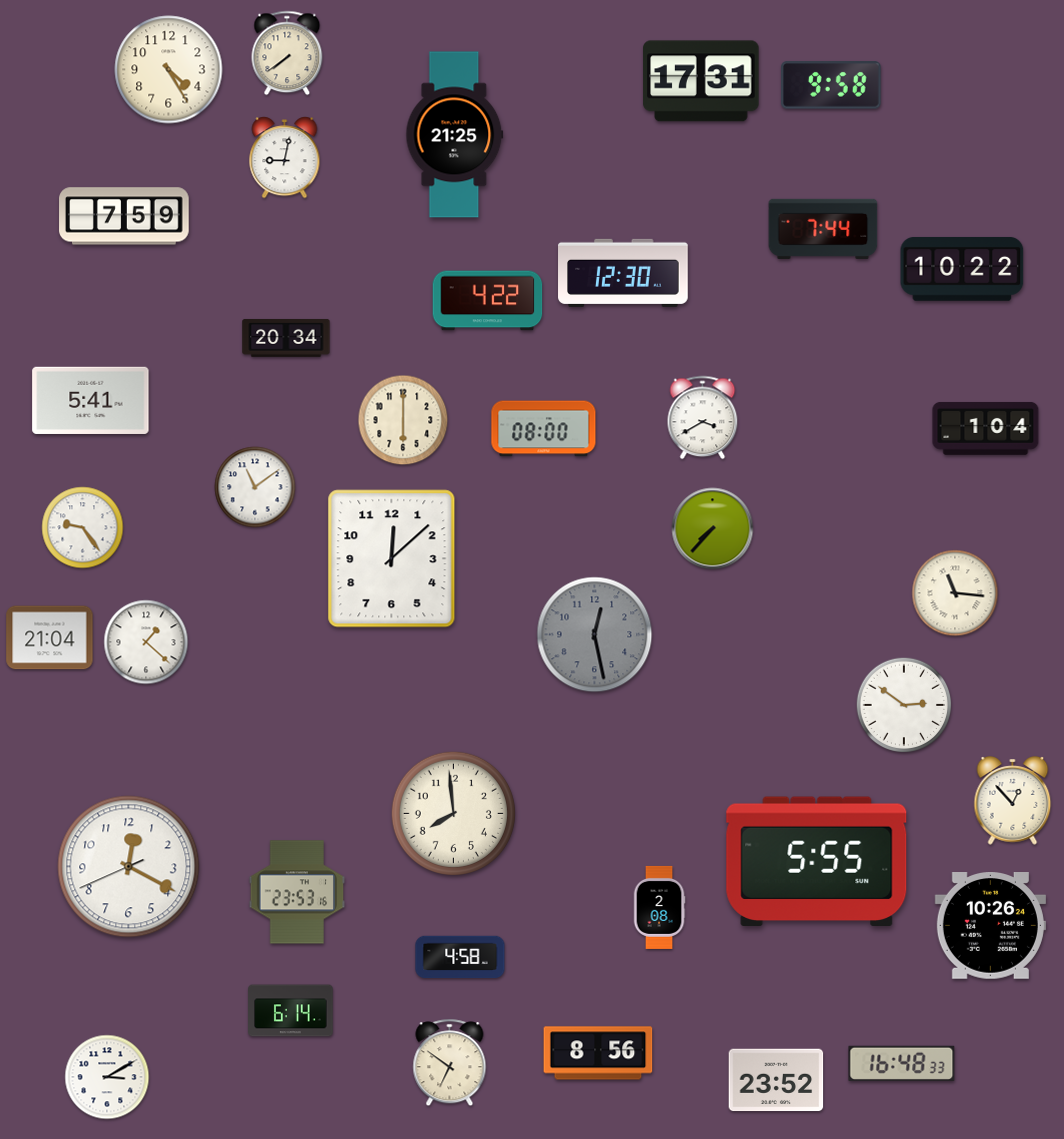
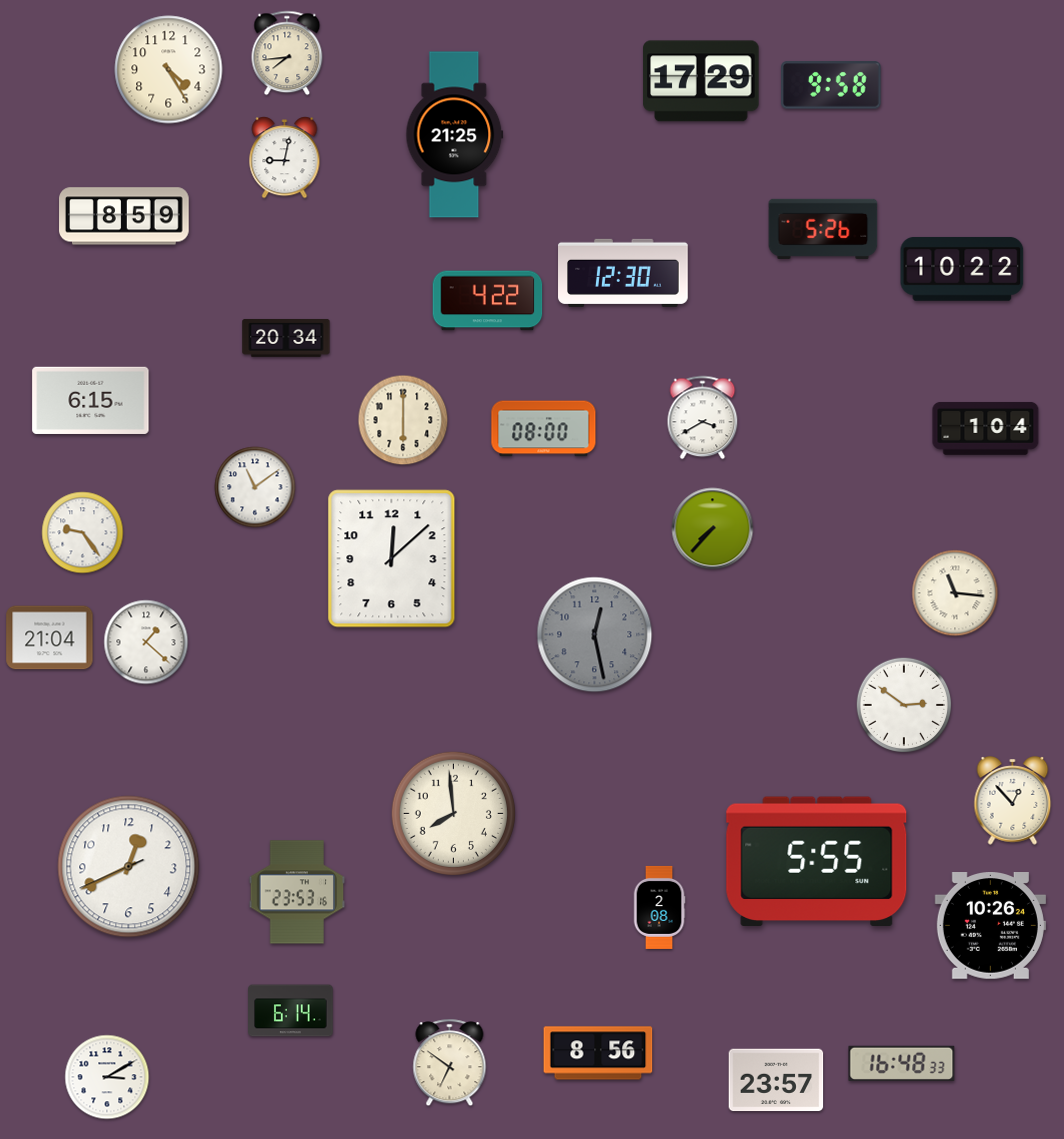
clock at (287, 53): 7:39 -> 7:44
clock at (701, 81): 17:31 -> 17:29
clock at (124, 216): 7:59 -> 8:59
clock at (823, 229): 7:44 -> 5:26
clock at (91, 400): 5:41 -> 6:15
clock at (83, 528) position: (83, 528) -> (83, 533)
clock at (129, 867): 12:19 -> 12:40
clock at (460, 957): 4:58 -> none
clock at (776, 1080): 23:52 -> 23:57
